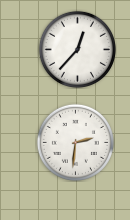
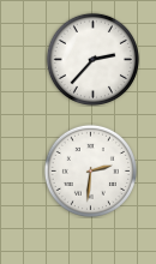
clock at (77, 49): 12:37 -> 2:37
